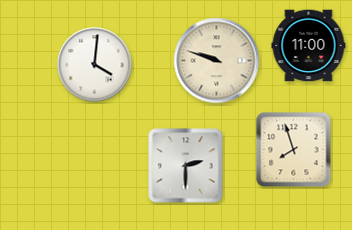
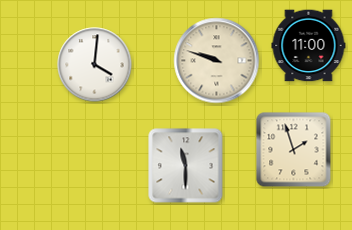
clock at (294, 150): 7:57 -> 1:57
clock at (186, 166): 2:30 -> 11:30
